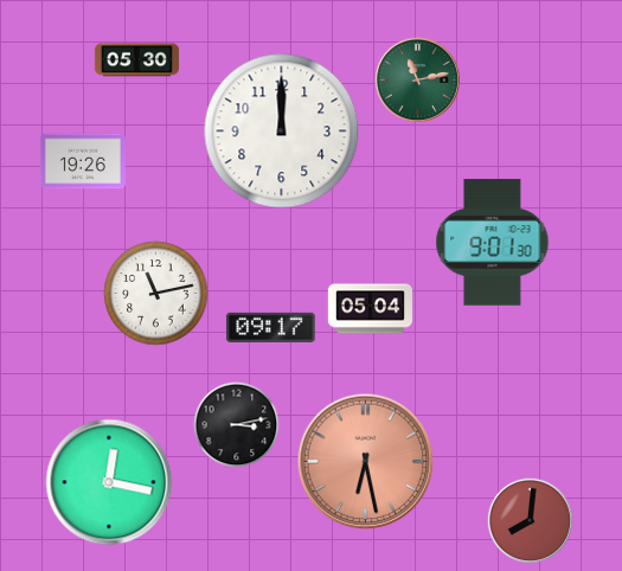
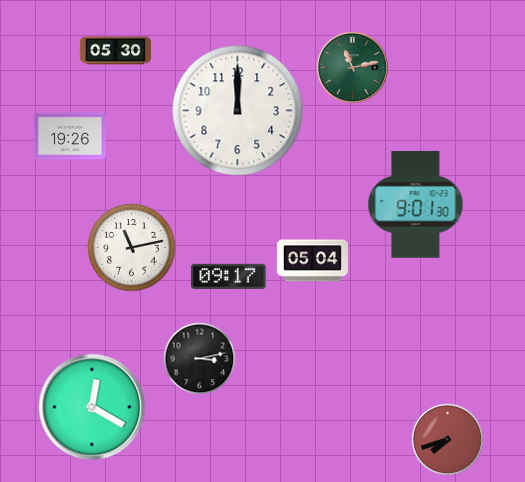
clock at (366, 462): 6:28 -> none
clock at (109, 482): 12:17 -> 12:20
clock at (530, 520): 8:01 -> 7:42
